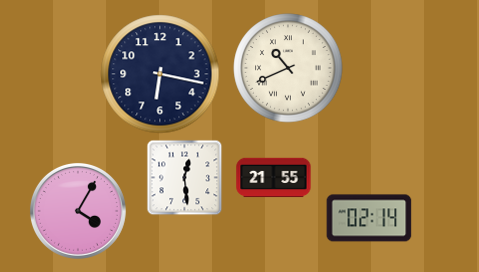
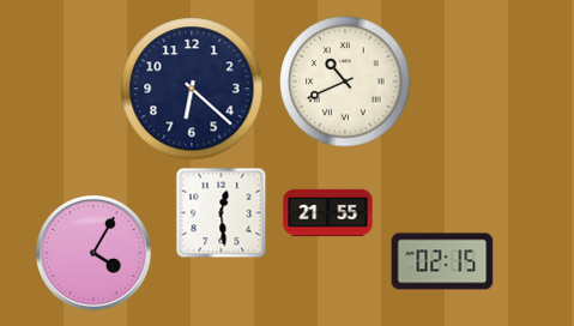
clock at (160, 74): 6:17 -> 6:22
clock at (369, 218): 02:14 -> 02:15
